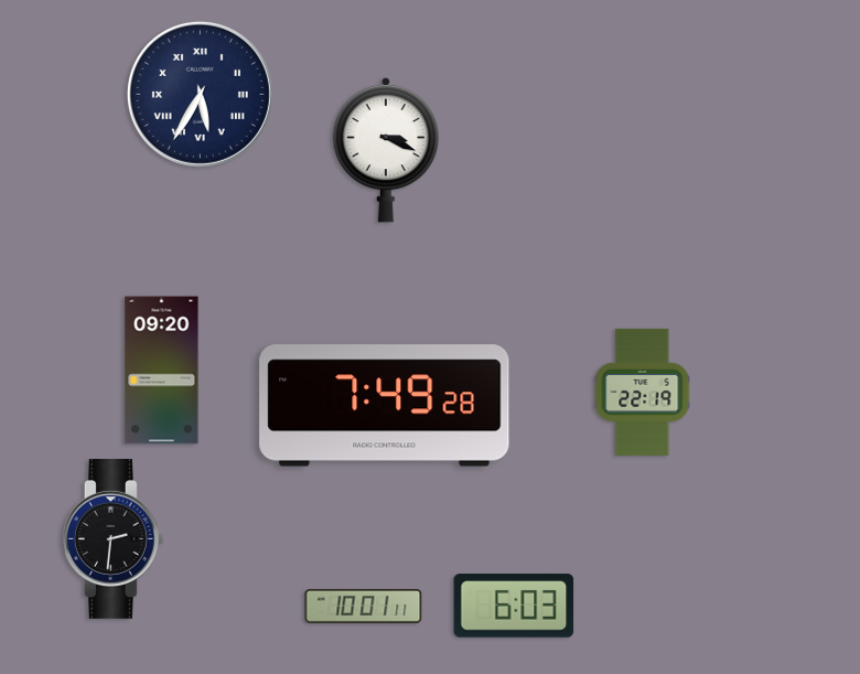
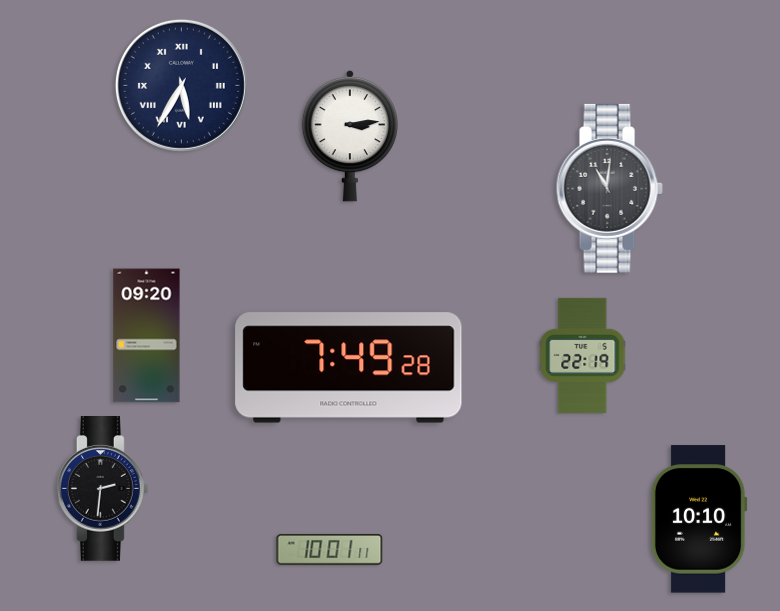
clock at (385, 150): 3:19 -> 3:14
clock at (609, 188): none -> 11:01
clock at (699, 519): none -> 10:10
clock at (514, 606): 6:03 -> none
